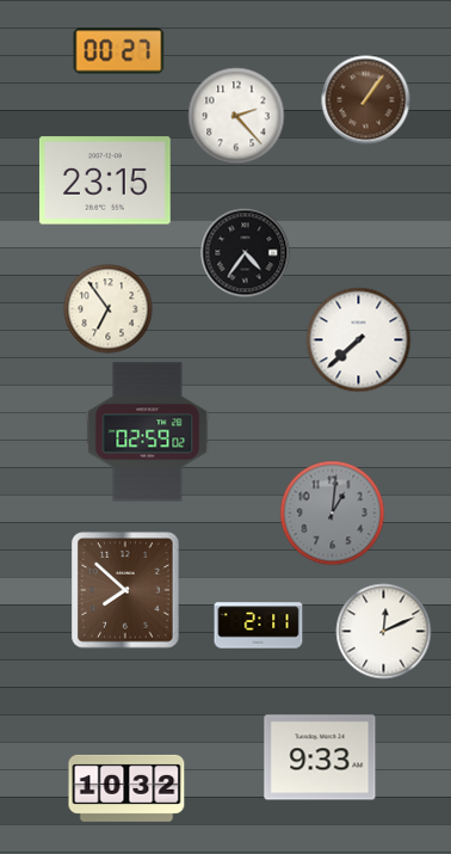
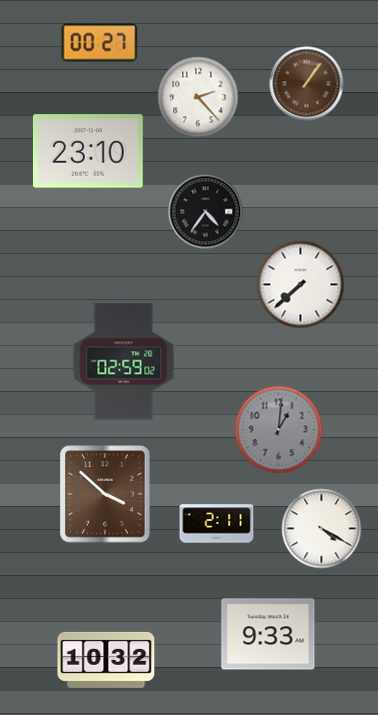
clock at (105, 180): 23:15 -> 23:10
clock at (109, 309): 6:54 -> none
clock at (125, 590): 7:52 -> 3:52
clock at (384, 632): 12:11 -> 4:20
